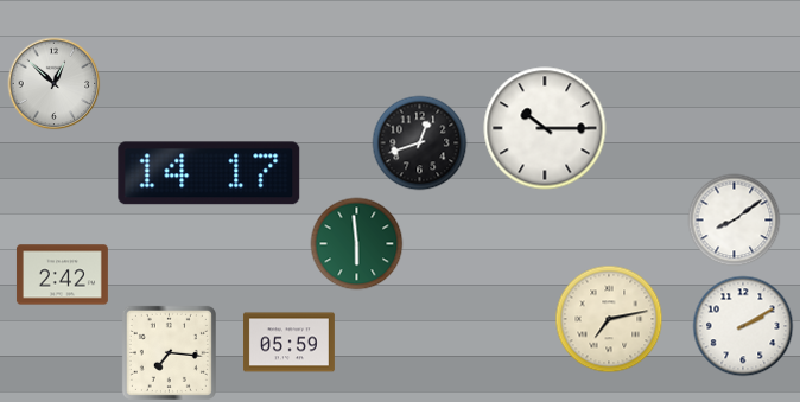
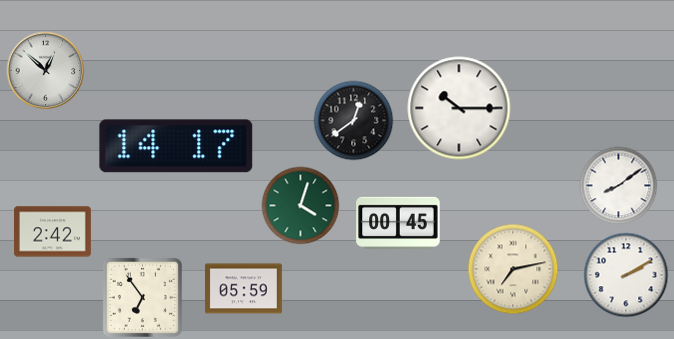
clock at (419, 142): 12:42 -> 12:39
clock at (356, 243): 5:59 -> 4:03
clock at (398, 222): none -> 00:45
clock at (169, 352): 7:16 -> 6:54
